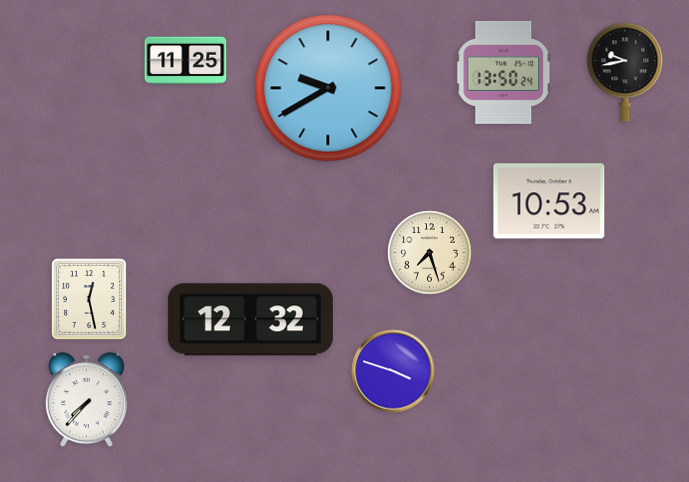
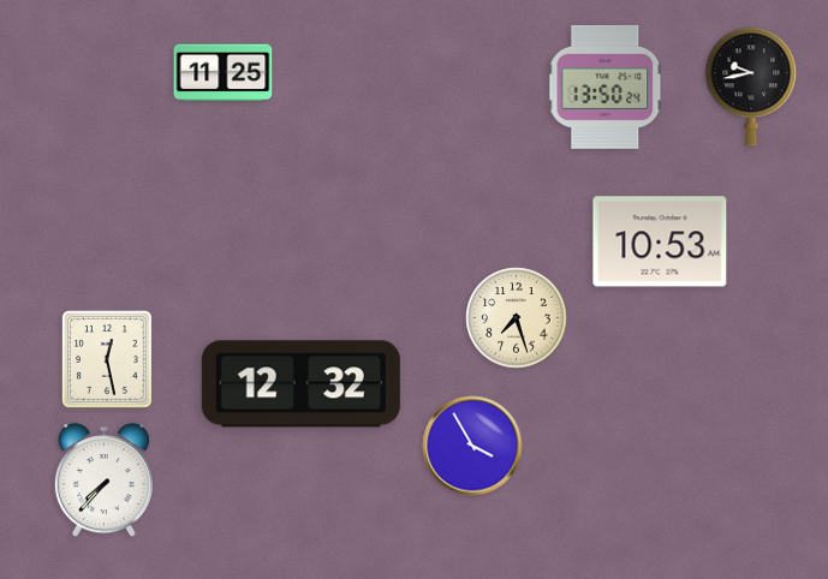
clock at (328, 88): 9:40 -> none
clock at (430, 253) position: (430, 253) -> (517, 318)
clock at (393, 371): 3:48 -> 3:55
